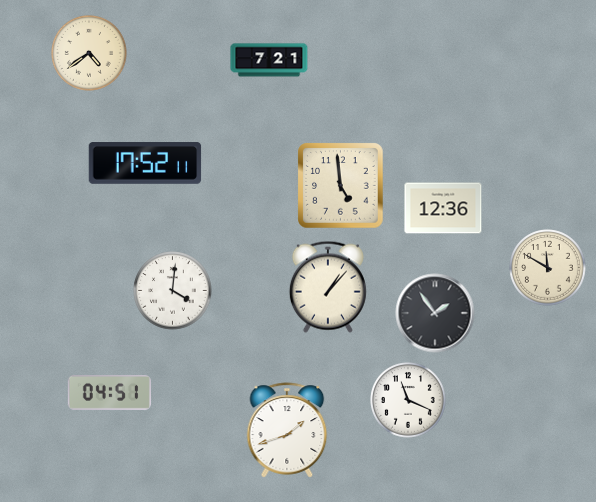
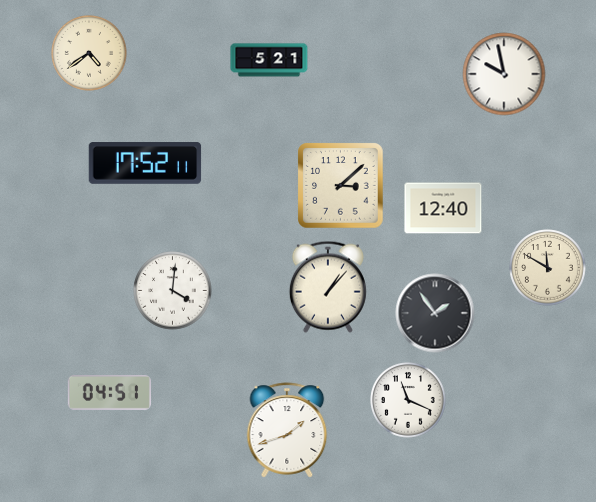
clock at (269, 60): 7:21 -> 5:21
clock at (504, 74): none -> 9:58
clock at (341, 186): 4:59 -> 3:08
clock at (443, 208): 12:36 -> 12:40
